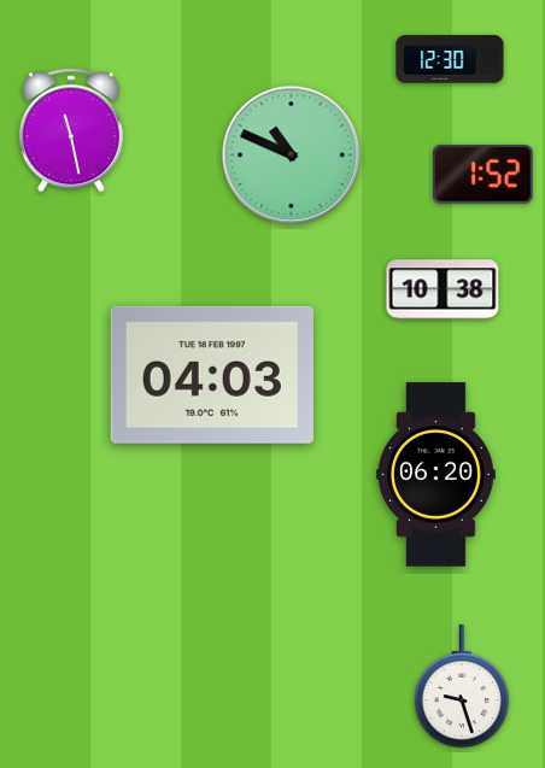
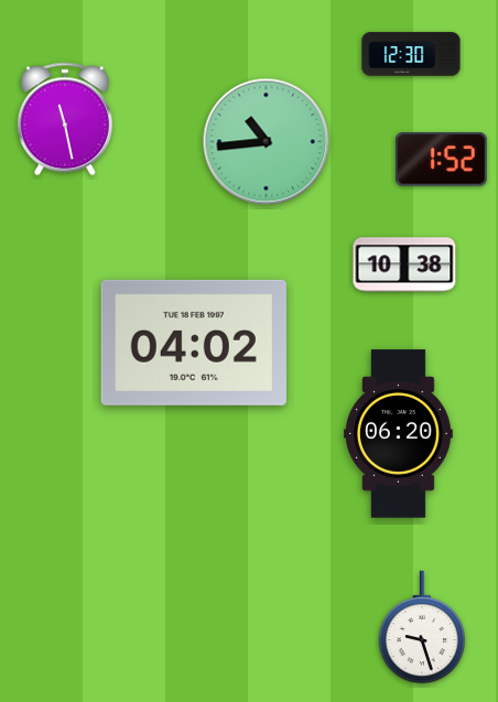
clock at (292, 156): 10:49 -> 10:44
clock at (212, 375): 04:03 -> 04:02
